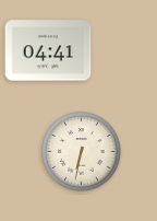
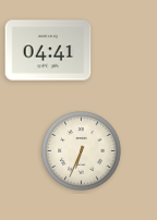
clock at (82, 152): 6:32 -> 6:34
